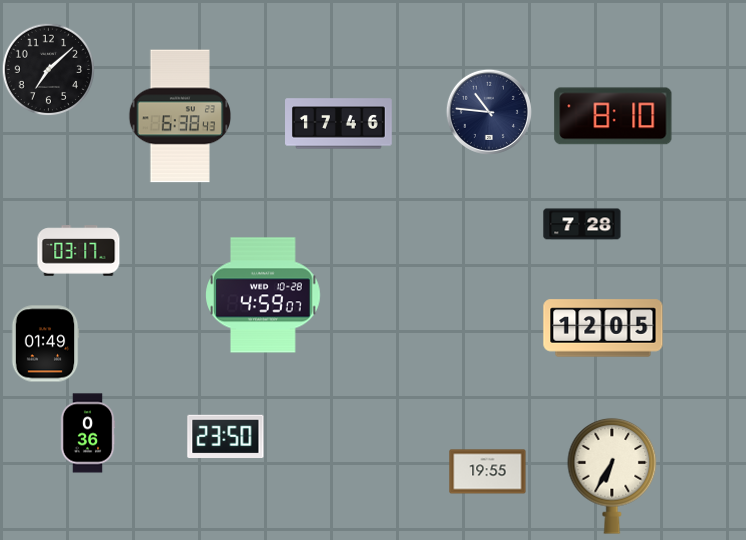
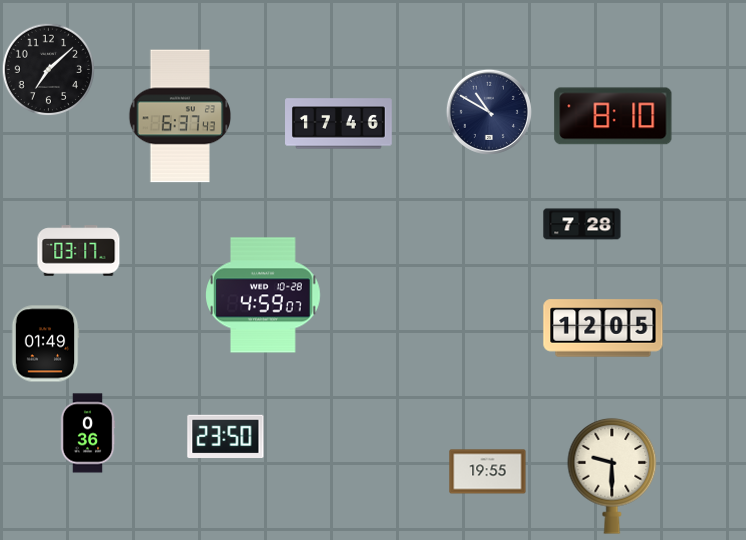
clock at (489, 112): 10:46 -> 10:50
clock at (180, 116): 6:38 -> 6:37
clock at (612, 476): 6:35 -> 9:30
